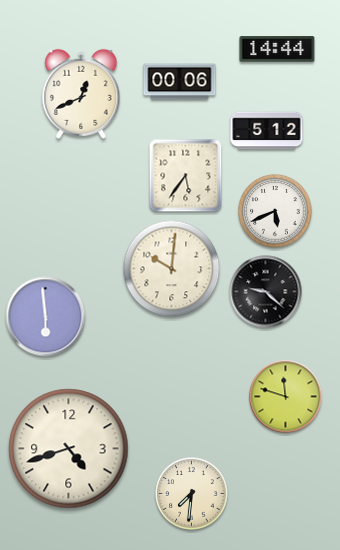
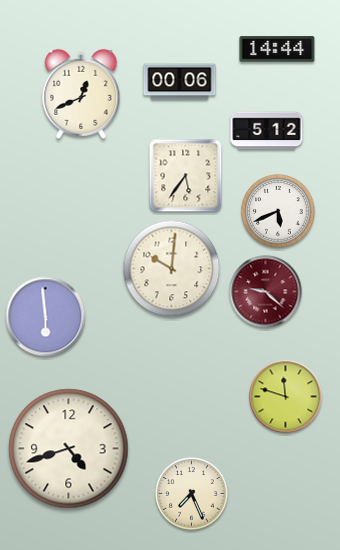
clock at (275, 211) position: (275, 211) -> (278, 211)
clock at (266, 292) dial: black -> burgundy
clock at (192, 494): 7:31 -> 7:26
